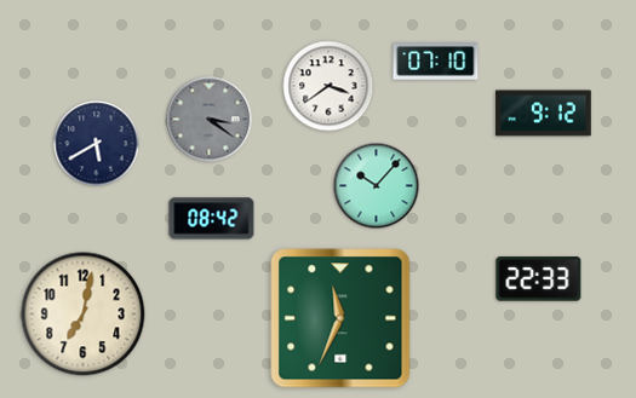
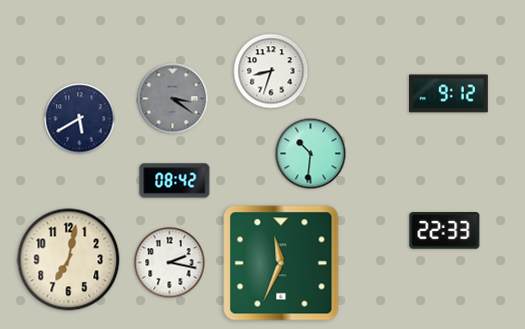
clock at (436, 62): 07:10 -> none
clock at (328, 86): 3:39 -> 8:33
clock at (377, 186): 10:07 -> 10:31
clock at (170, 263): none -> 2:17
